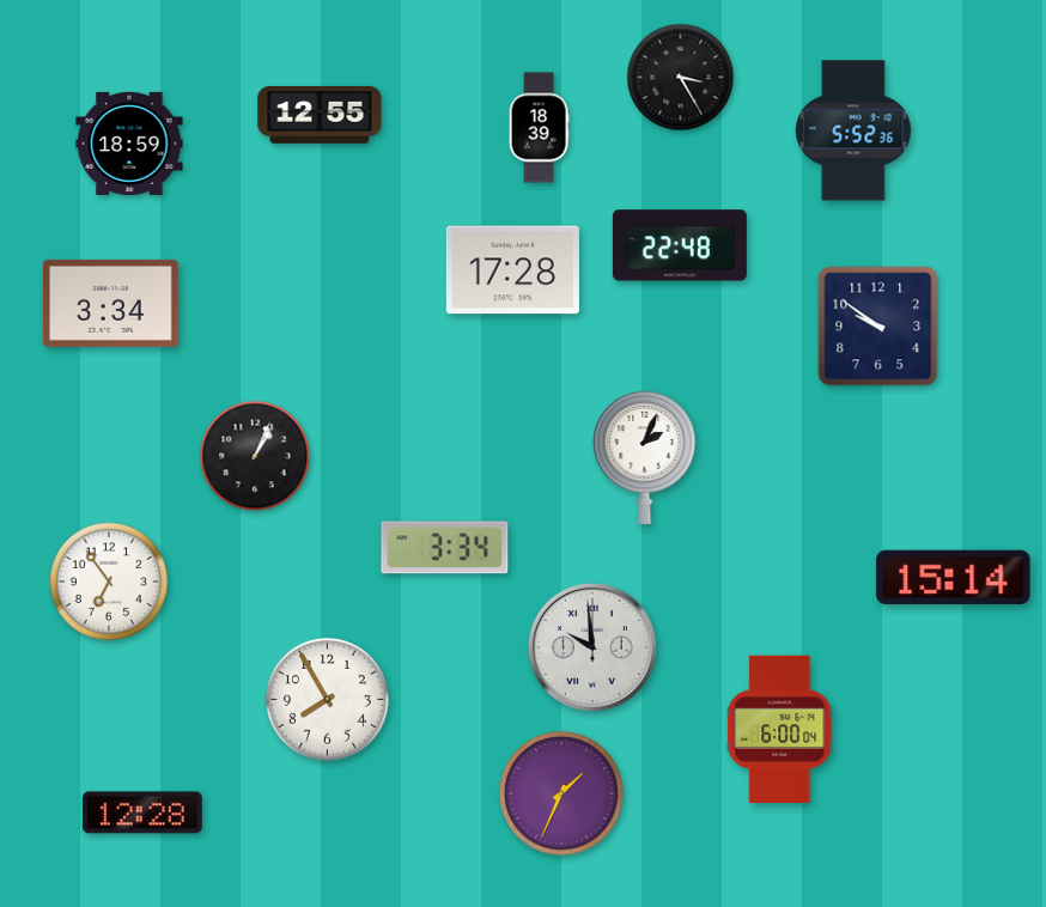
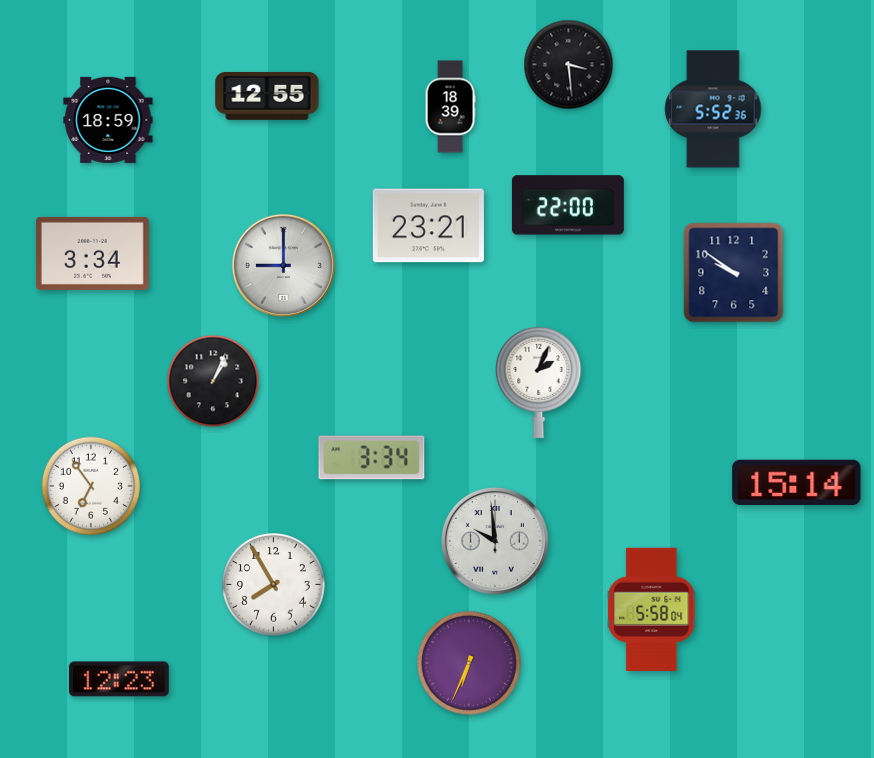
clock at (681, 78): 3:25 -> 3:29
clock at (680, 245): 22:48 -> 22:00
clock at (512, 270): 17:28 -> 23:21
clock at (283, 265): none -> 9:00
clock at (780, 729): 6:00 -> 5:58
clock at (561, 793): 1:34 -> 6:34
clock at (142, 812): 12:28 -> 12:23
